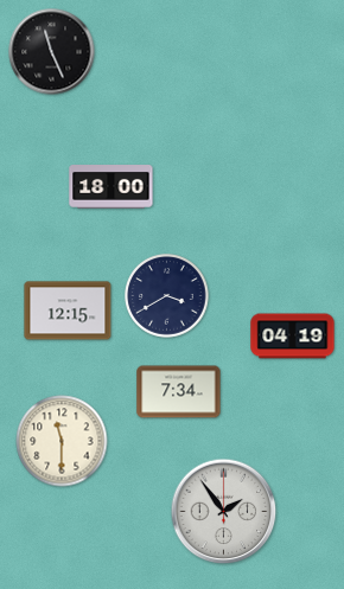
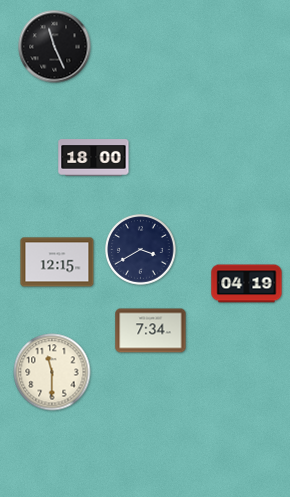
clock at (52, 52) position: (52, 52) -> (55, 47)
clock at (224, 512): 1:54 -> none
